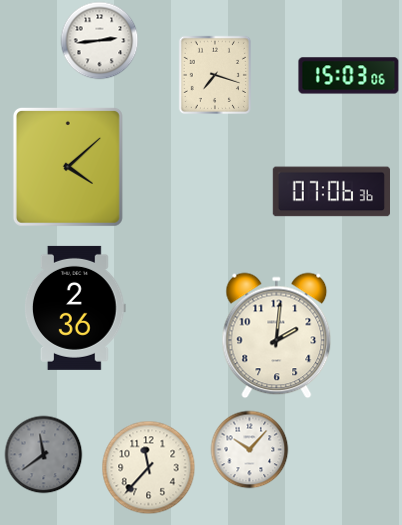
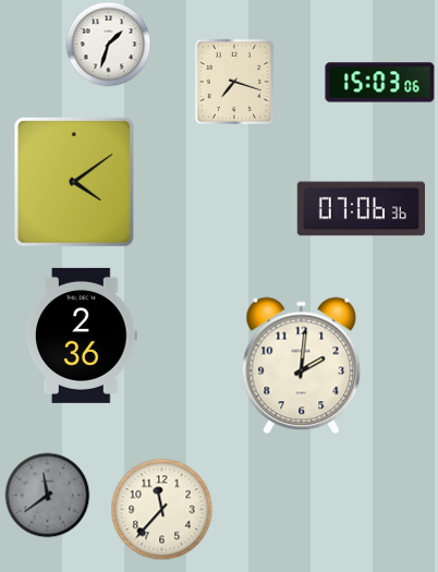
clock at (99, 40): 2:44 -> 1:33
clock at (68, 167): 4:08 -> 4:09
clock at (249, 449): 10:07 -> none
